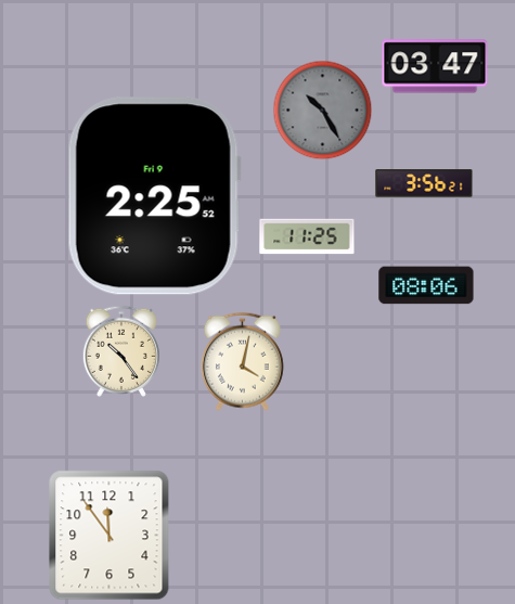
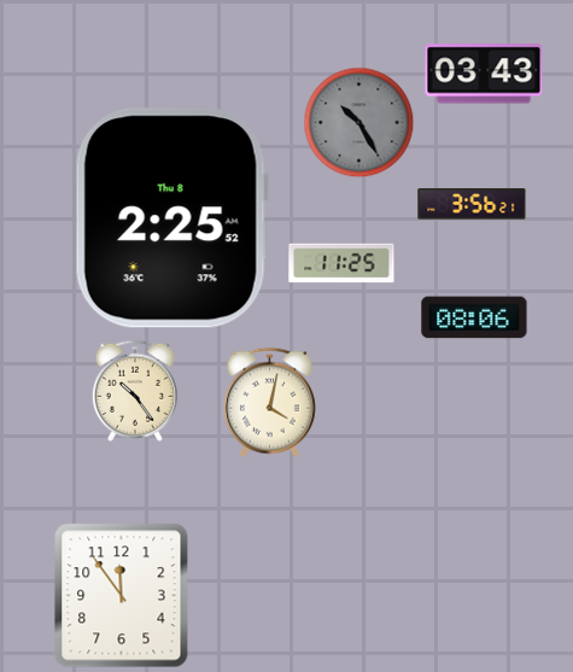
clock at (435, 66): 03:47 -> 03:43
clock at (154, 196) date: Fri 9 -> Thu 8
